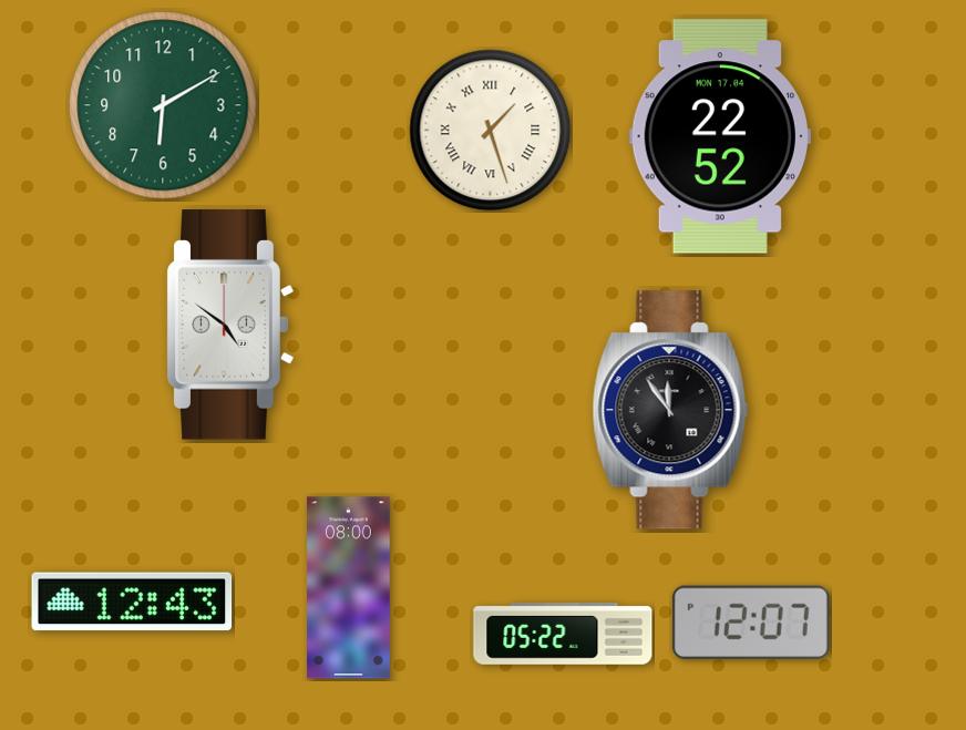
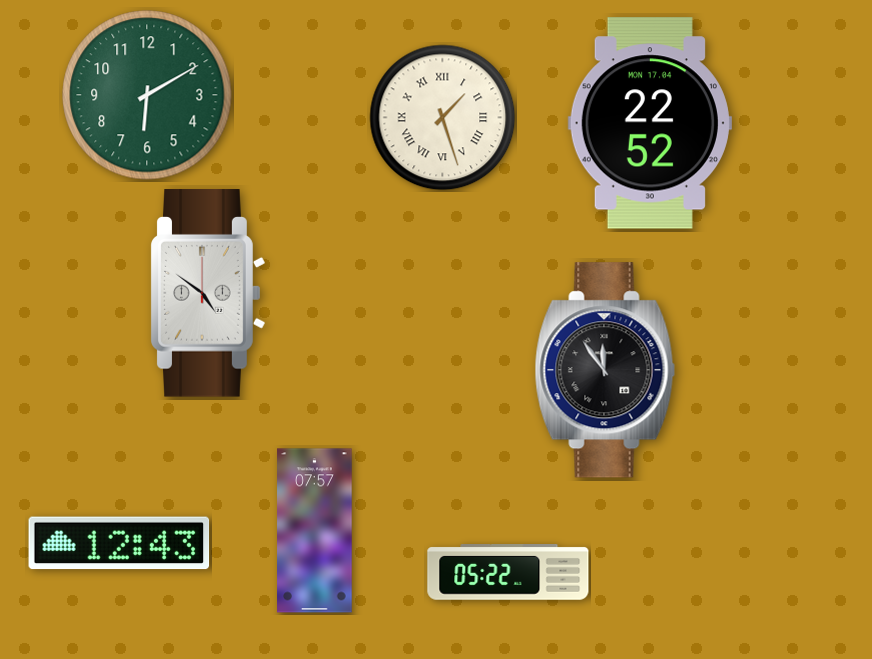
clock at (349, 588): 08:00 -> 07:57
clock at (751, 623): 12:07 -> none
